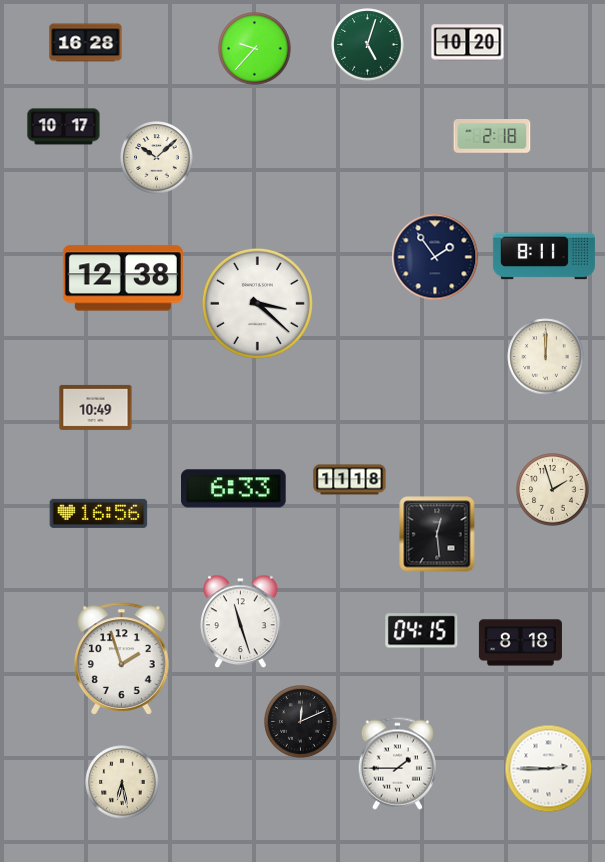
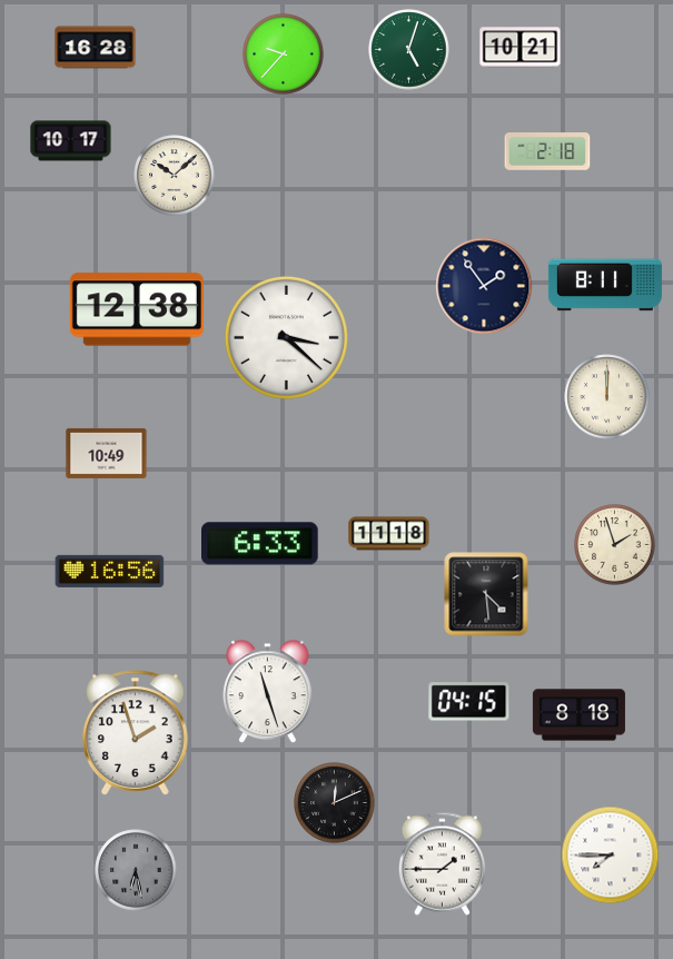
clock at (468, 43): 10:20 -> 10:21
clock at (437, 534): 12:29 -> 4:29
clock at (397, 763) position: (397, 763) -> (442, 863)
clock at (549, 769): 2:45 -> 7:45
clock at (122, 782) dial: cream -> grey
